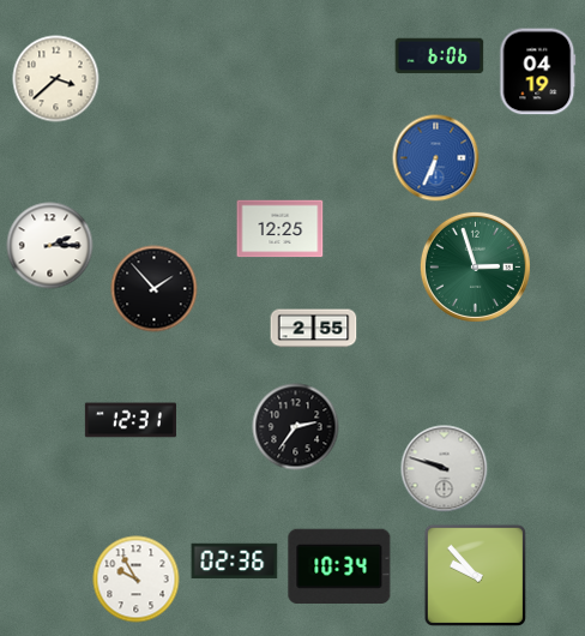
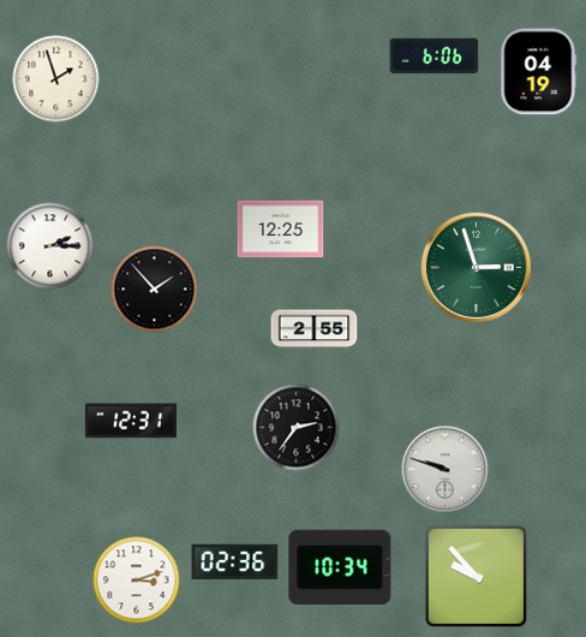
clock at (440, 56) position: (440, 56) -> (435, 56)
clock at (56, 79): 3:38 -> 1:57
clock at (436, 158): 6:34 -> none
clock at (137, 580): 9:55 -> 3:12
